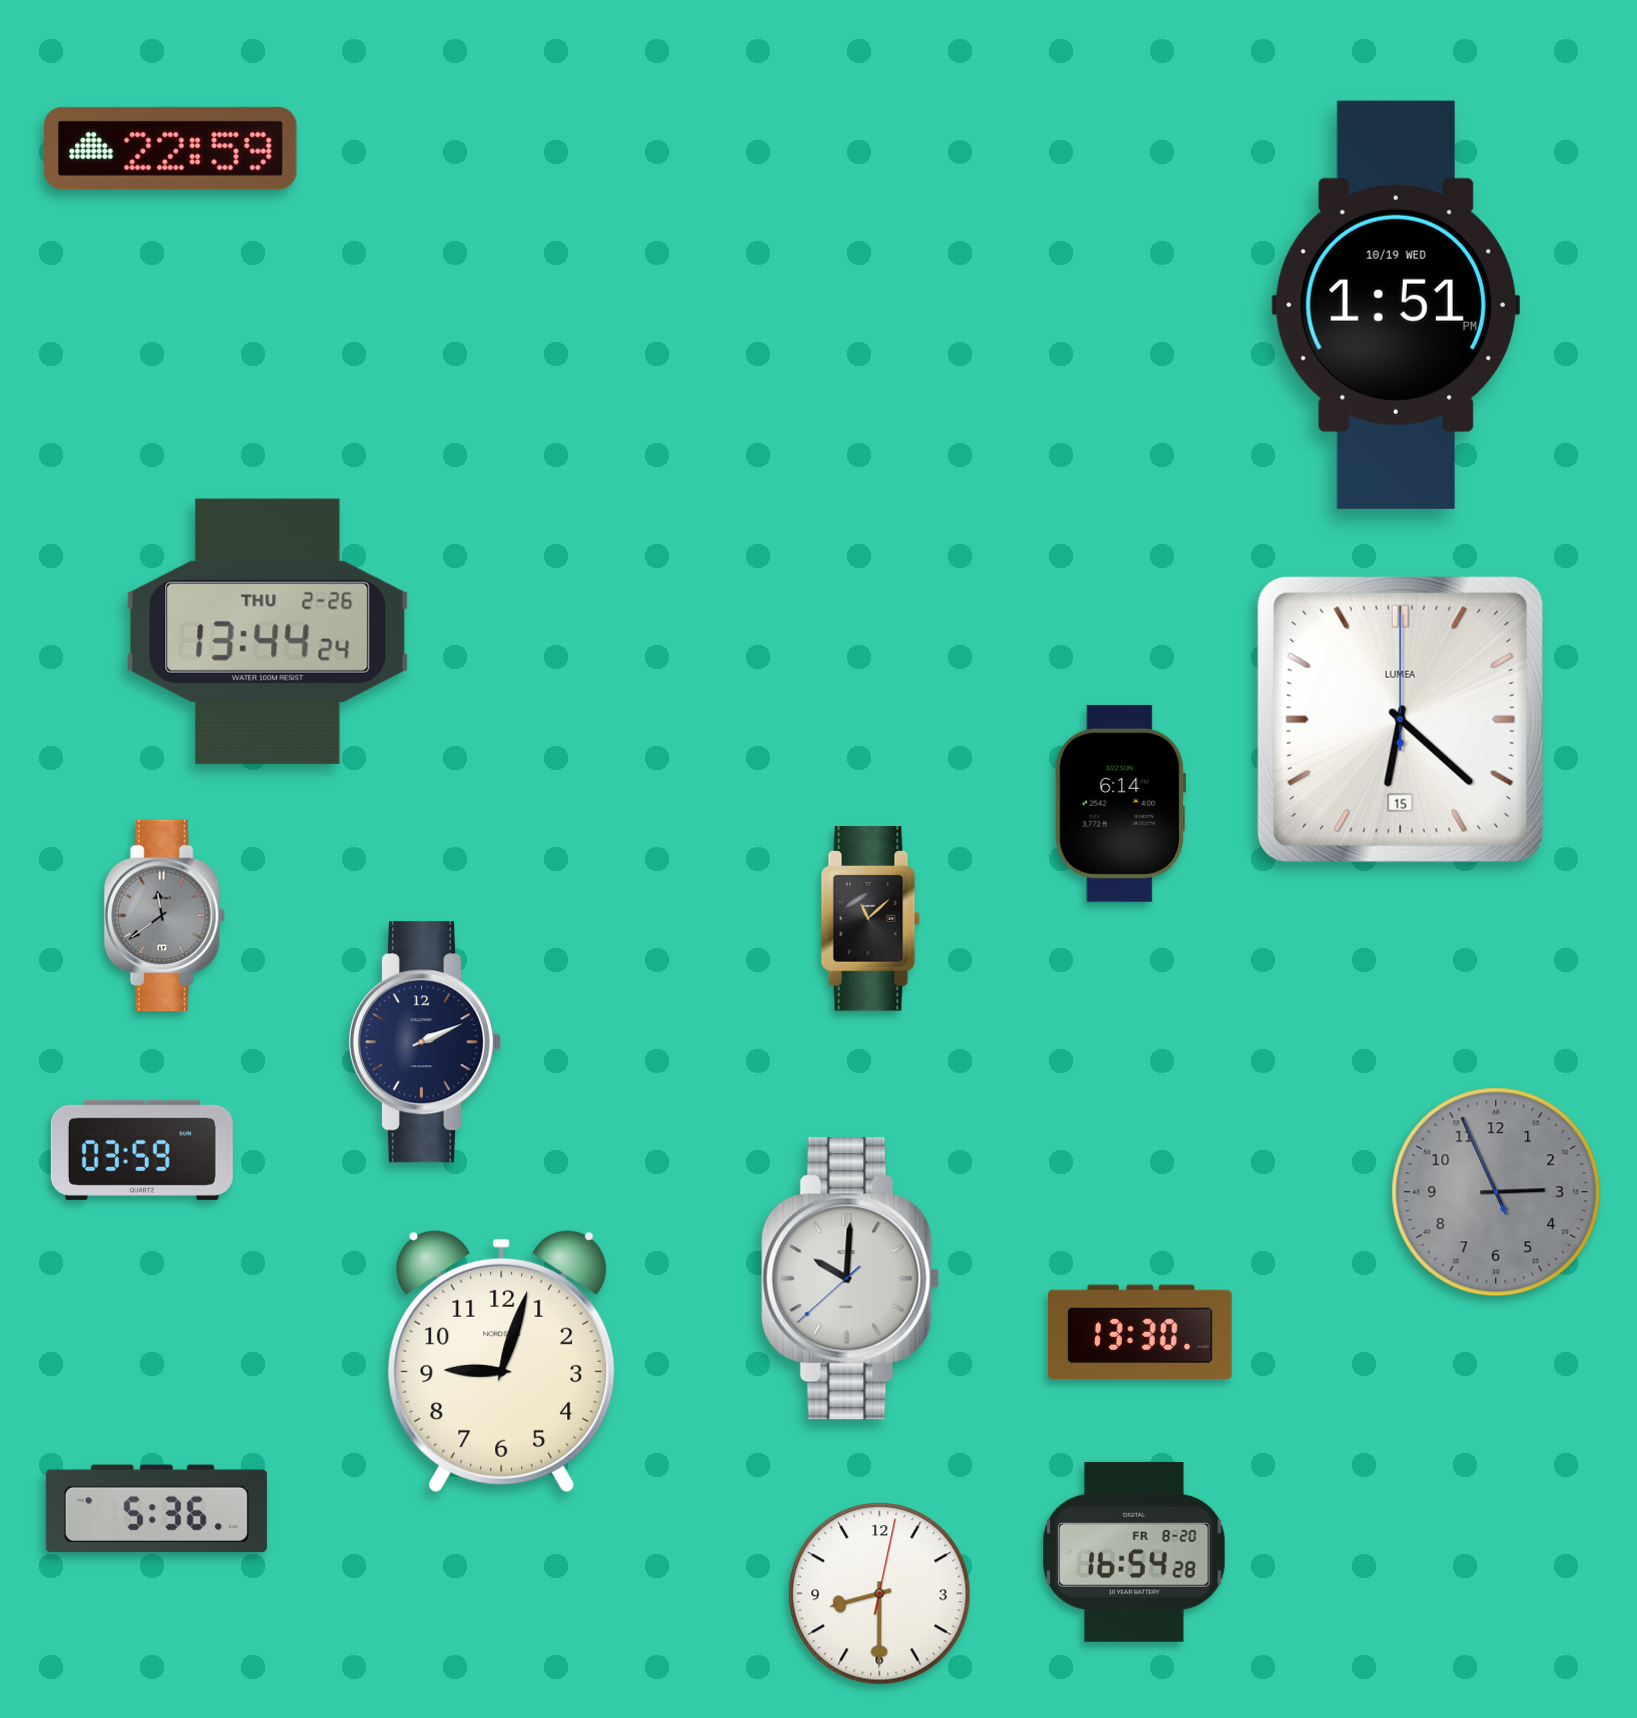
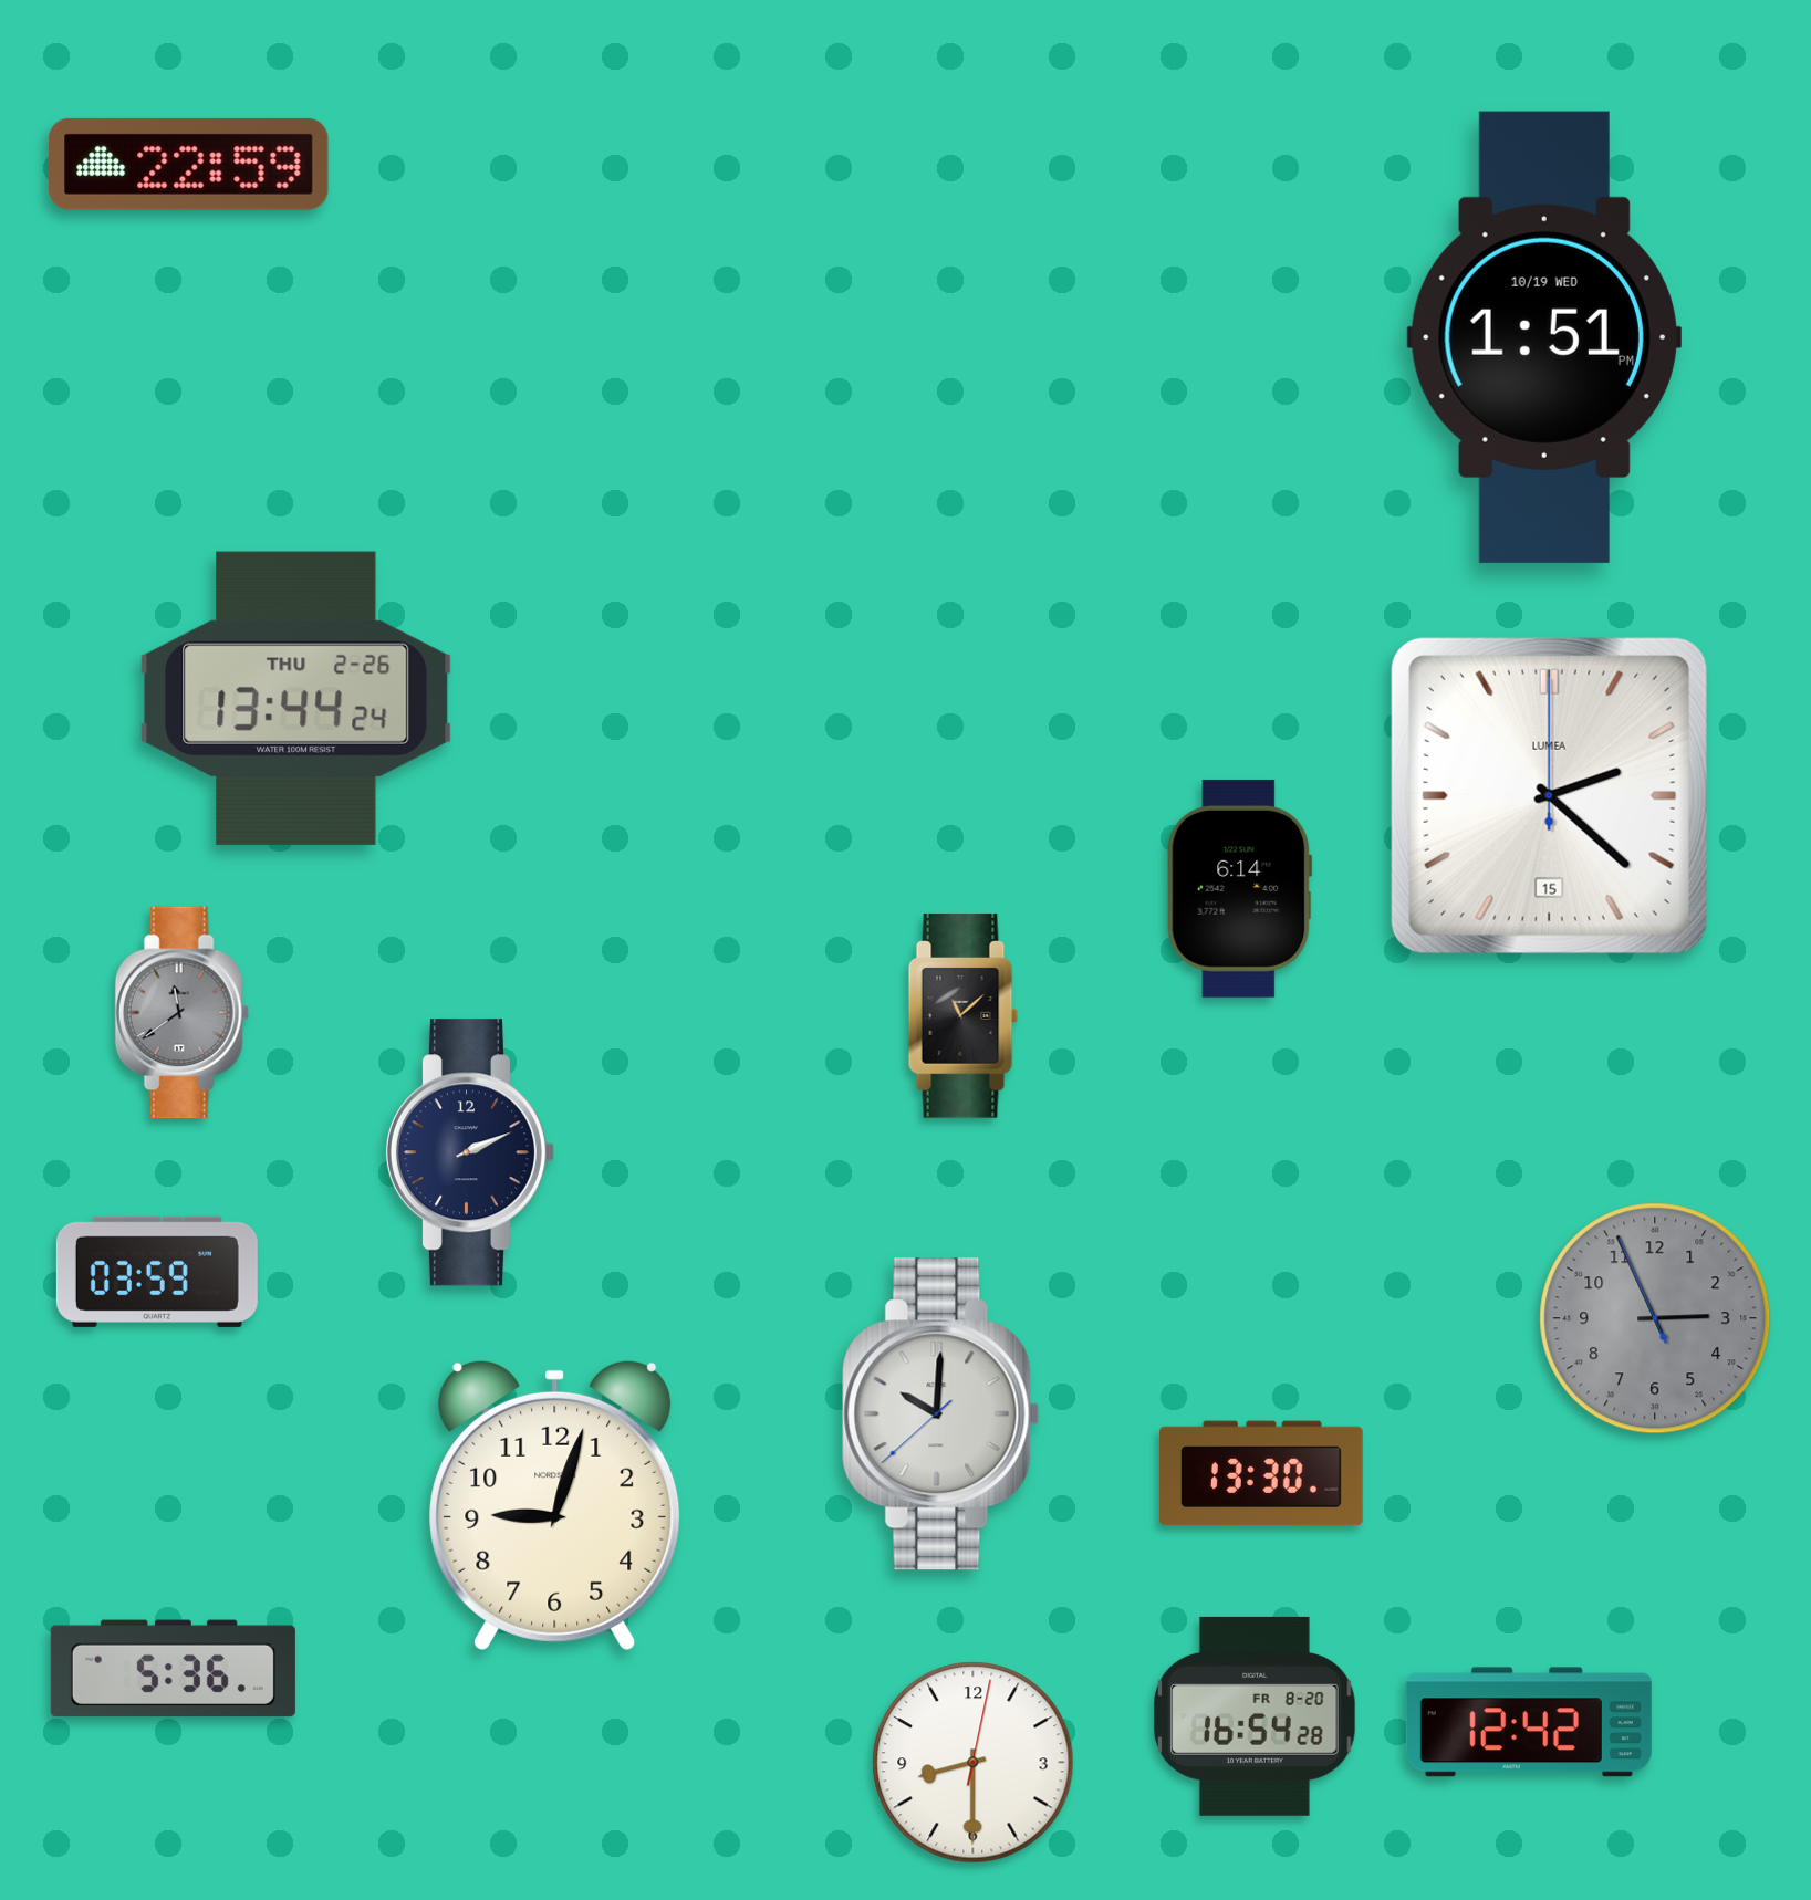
clock at (1400, 719): 6:22 -> 2:22
clock at (1529, 1722): none -> 12:42
